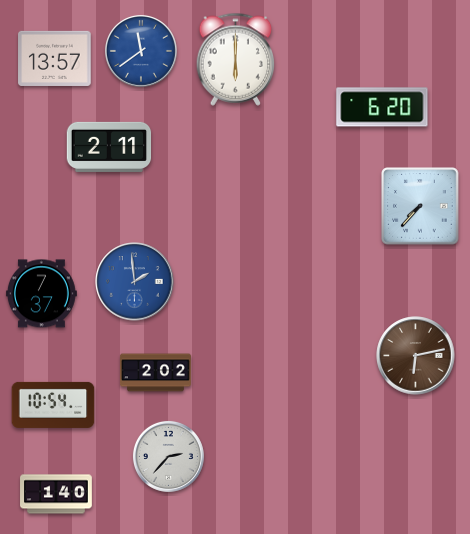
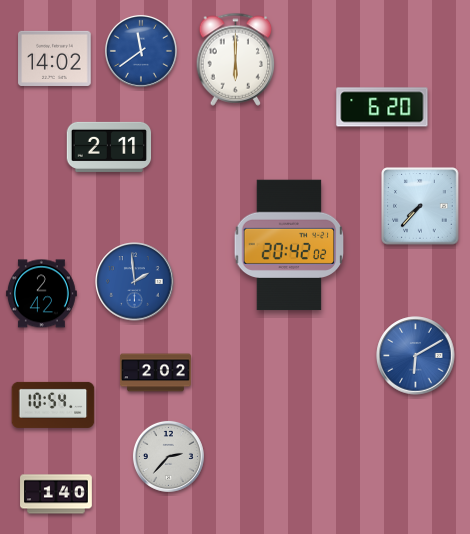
clock at (55, 58): 13:57 -> 14:02
clock at (289, 245): none -> 20:42
clock at (41, 294): 7:37 -> 2:42
clock at (416, 356): 6:13 -> 6:10
clock at (416, 356) dial: brown -> blue
